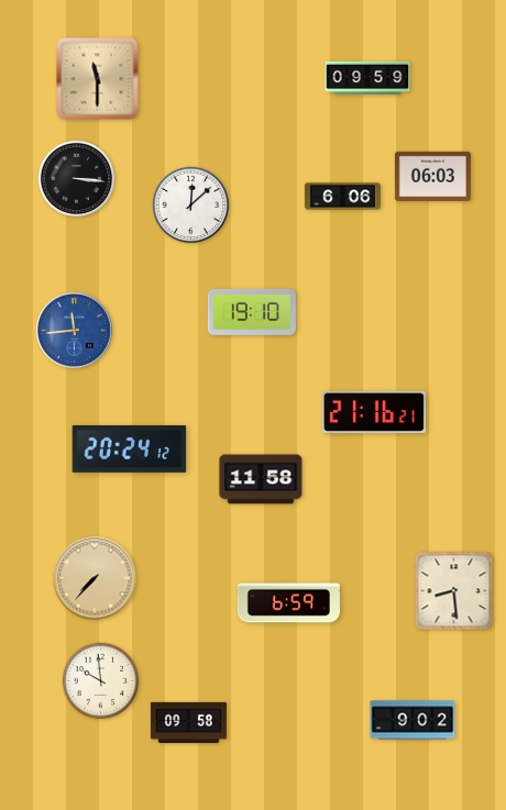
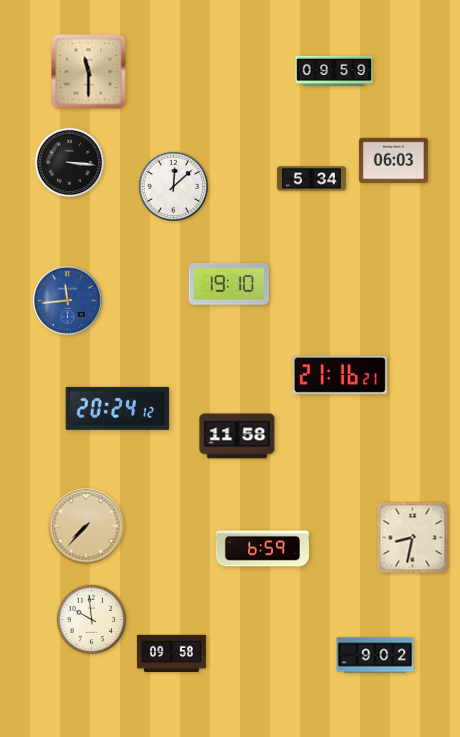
clock at (342, 197): 6:06 -> 5:34
clock at (454, 591): 8:29 -> 8:32
clock at (188, 723) position: (188, 723) -> (171, 654)
